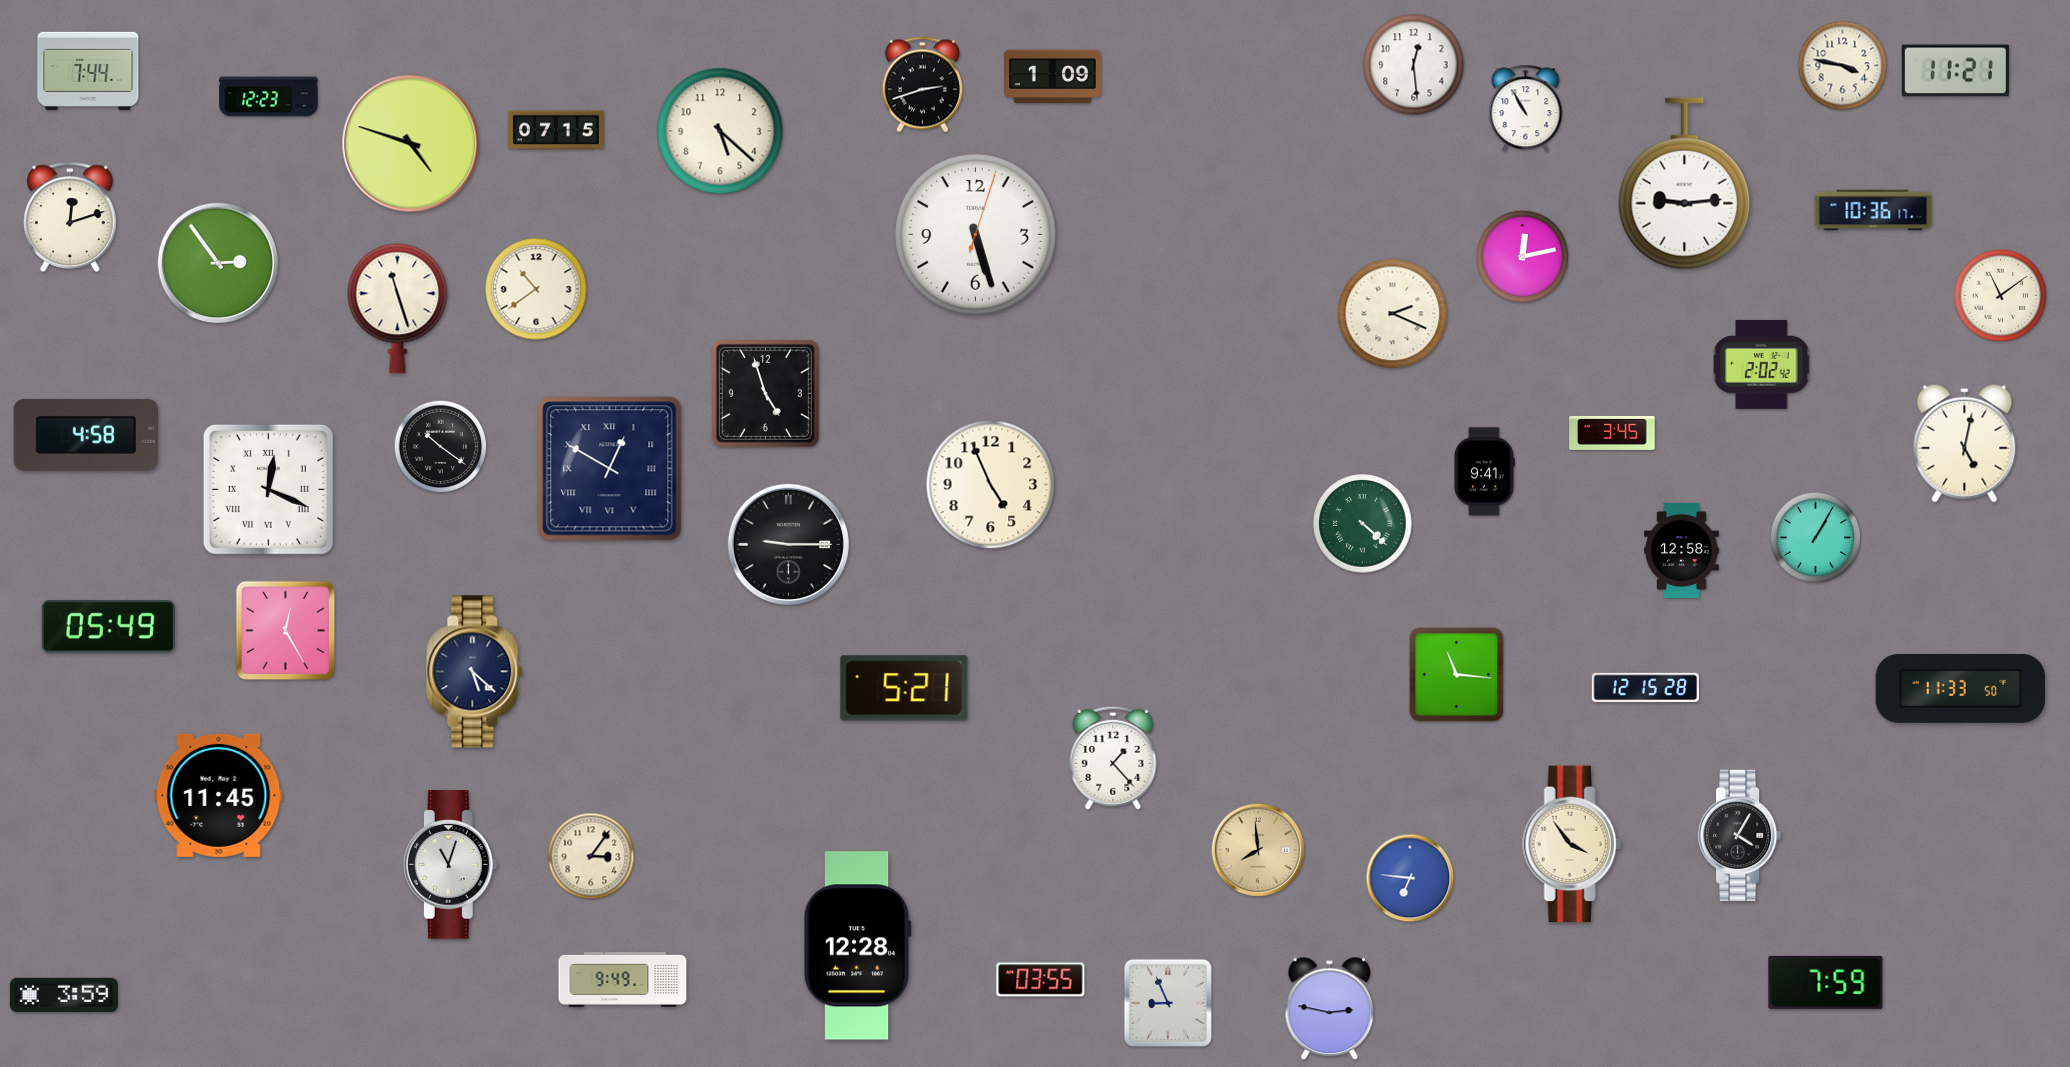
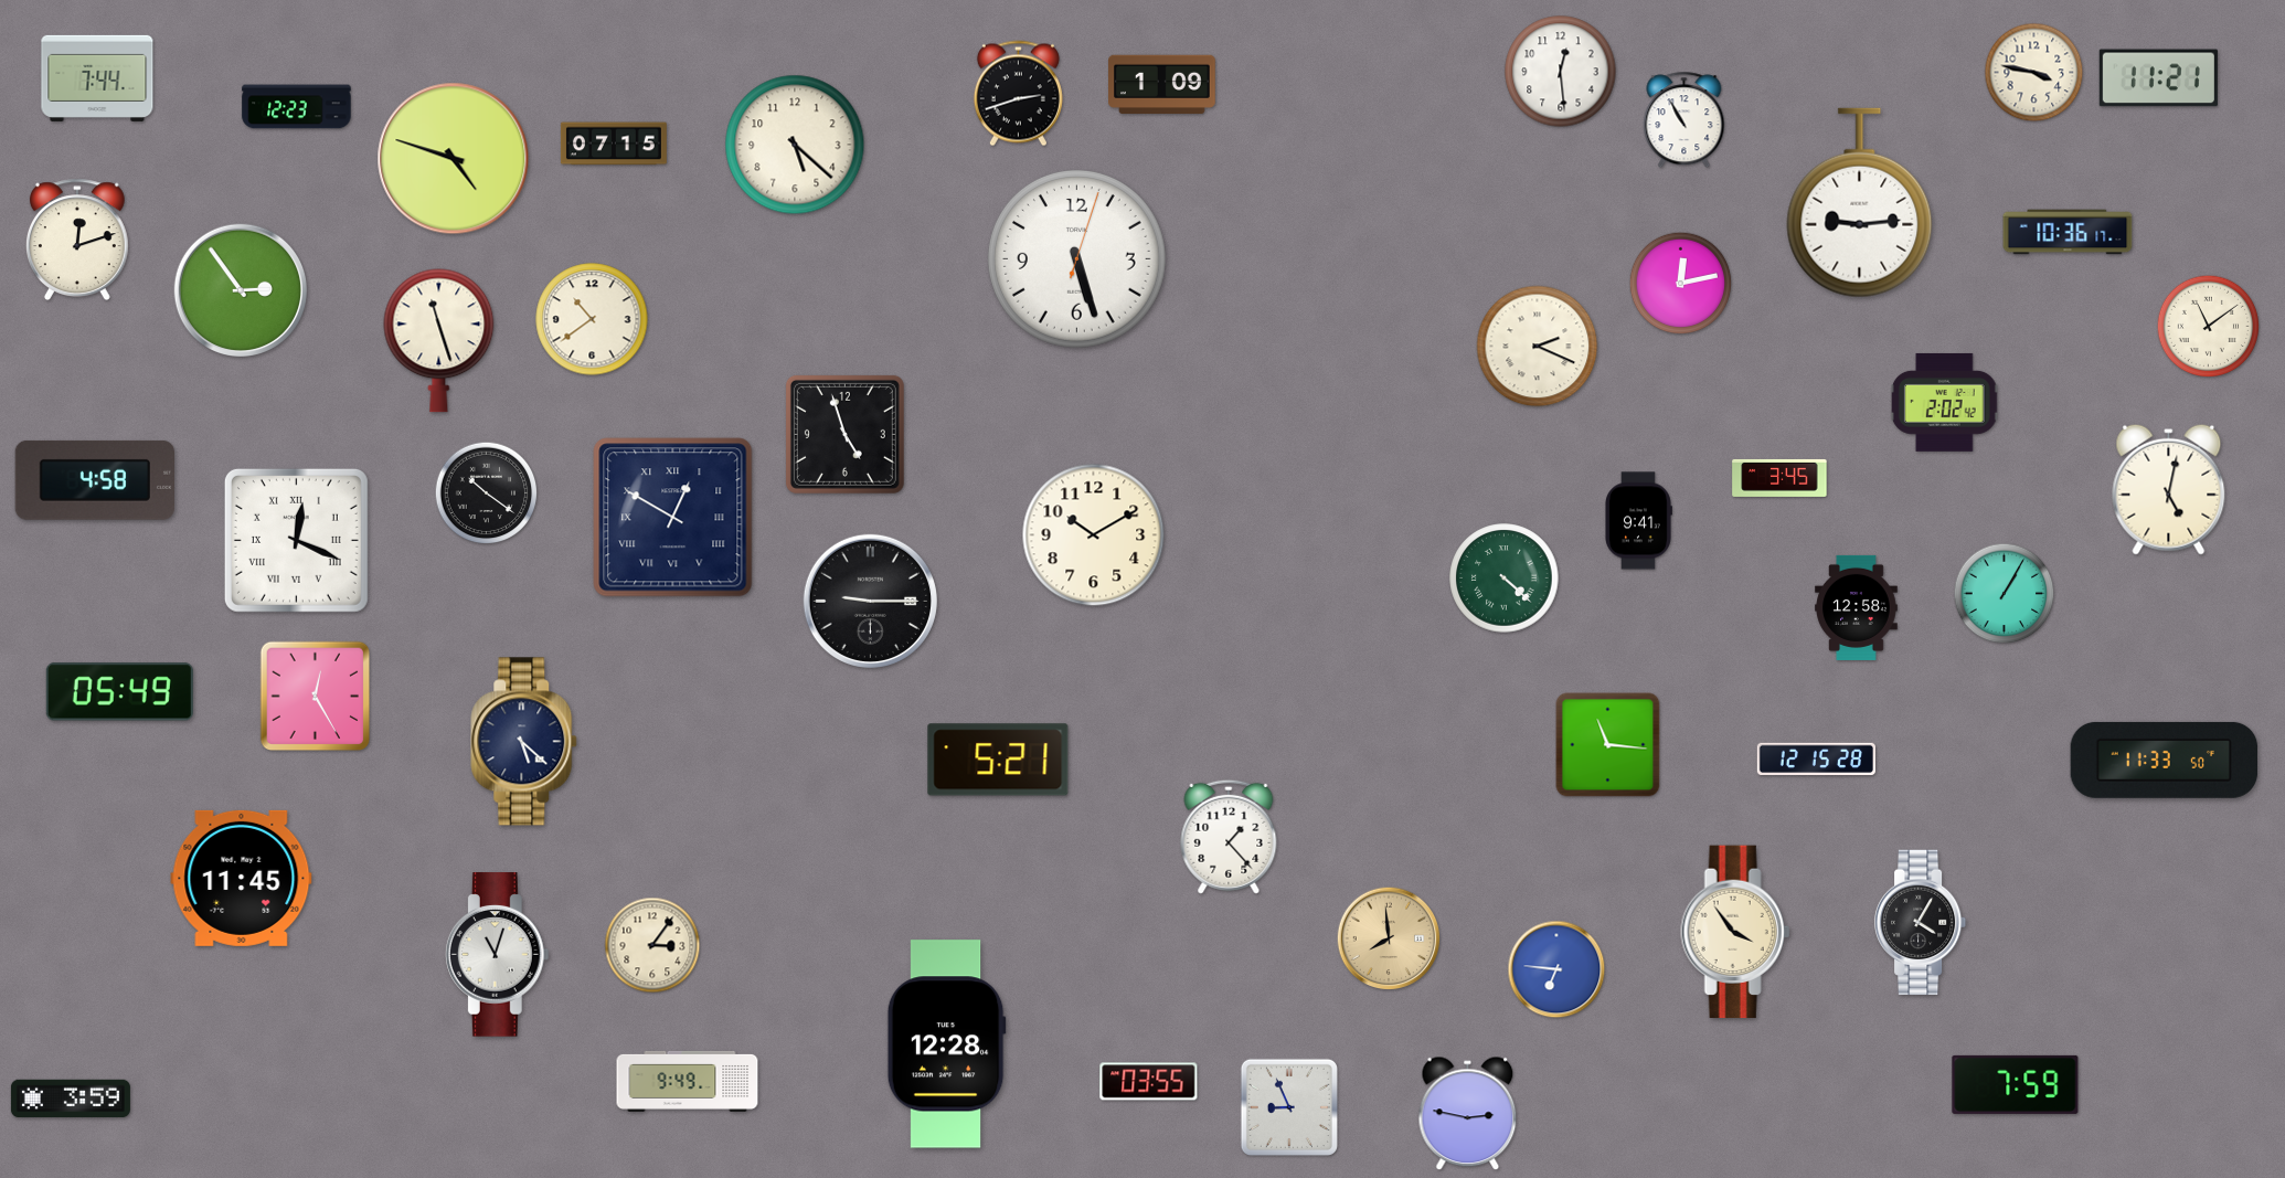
clock at (991, 485): 4:56 -> 10:10
